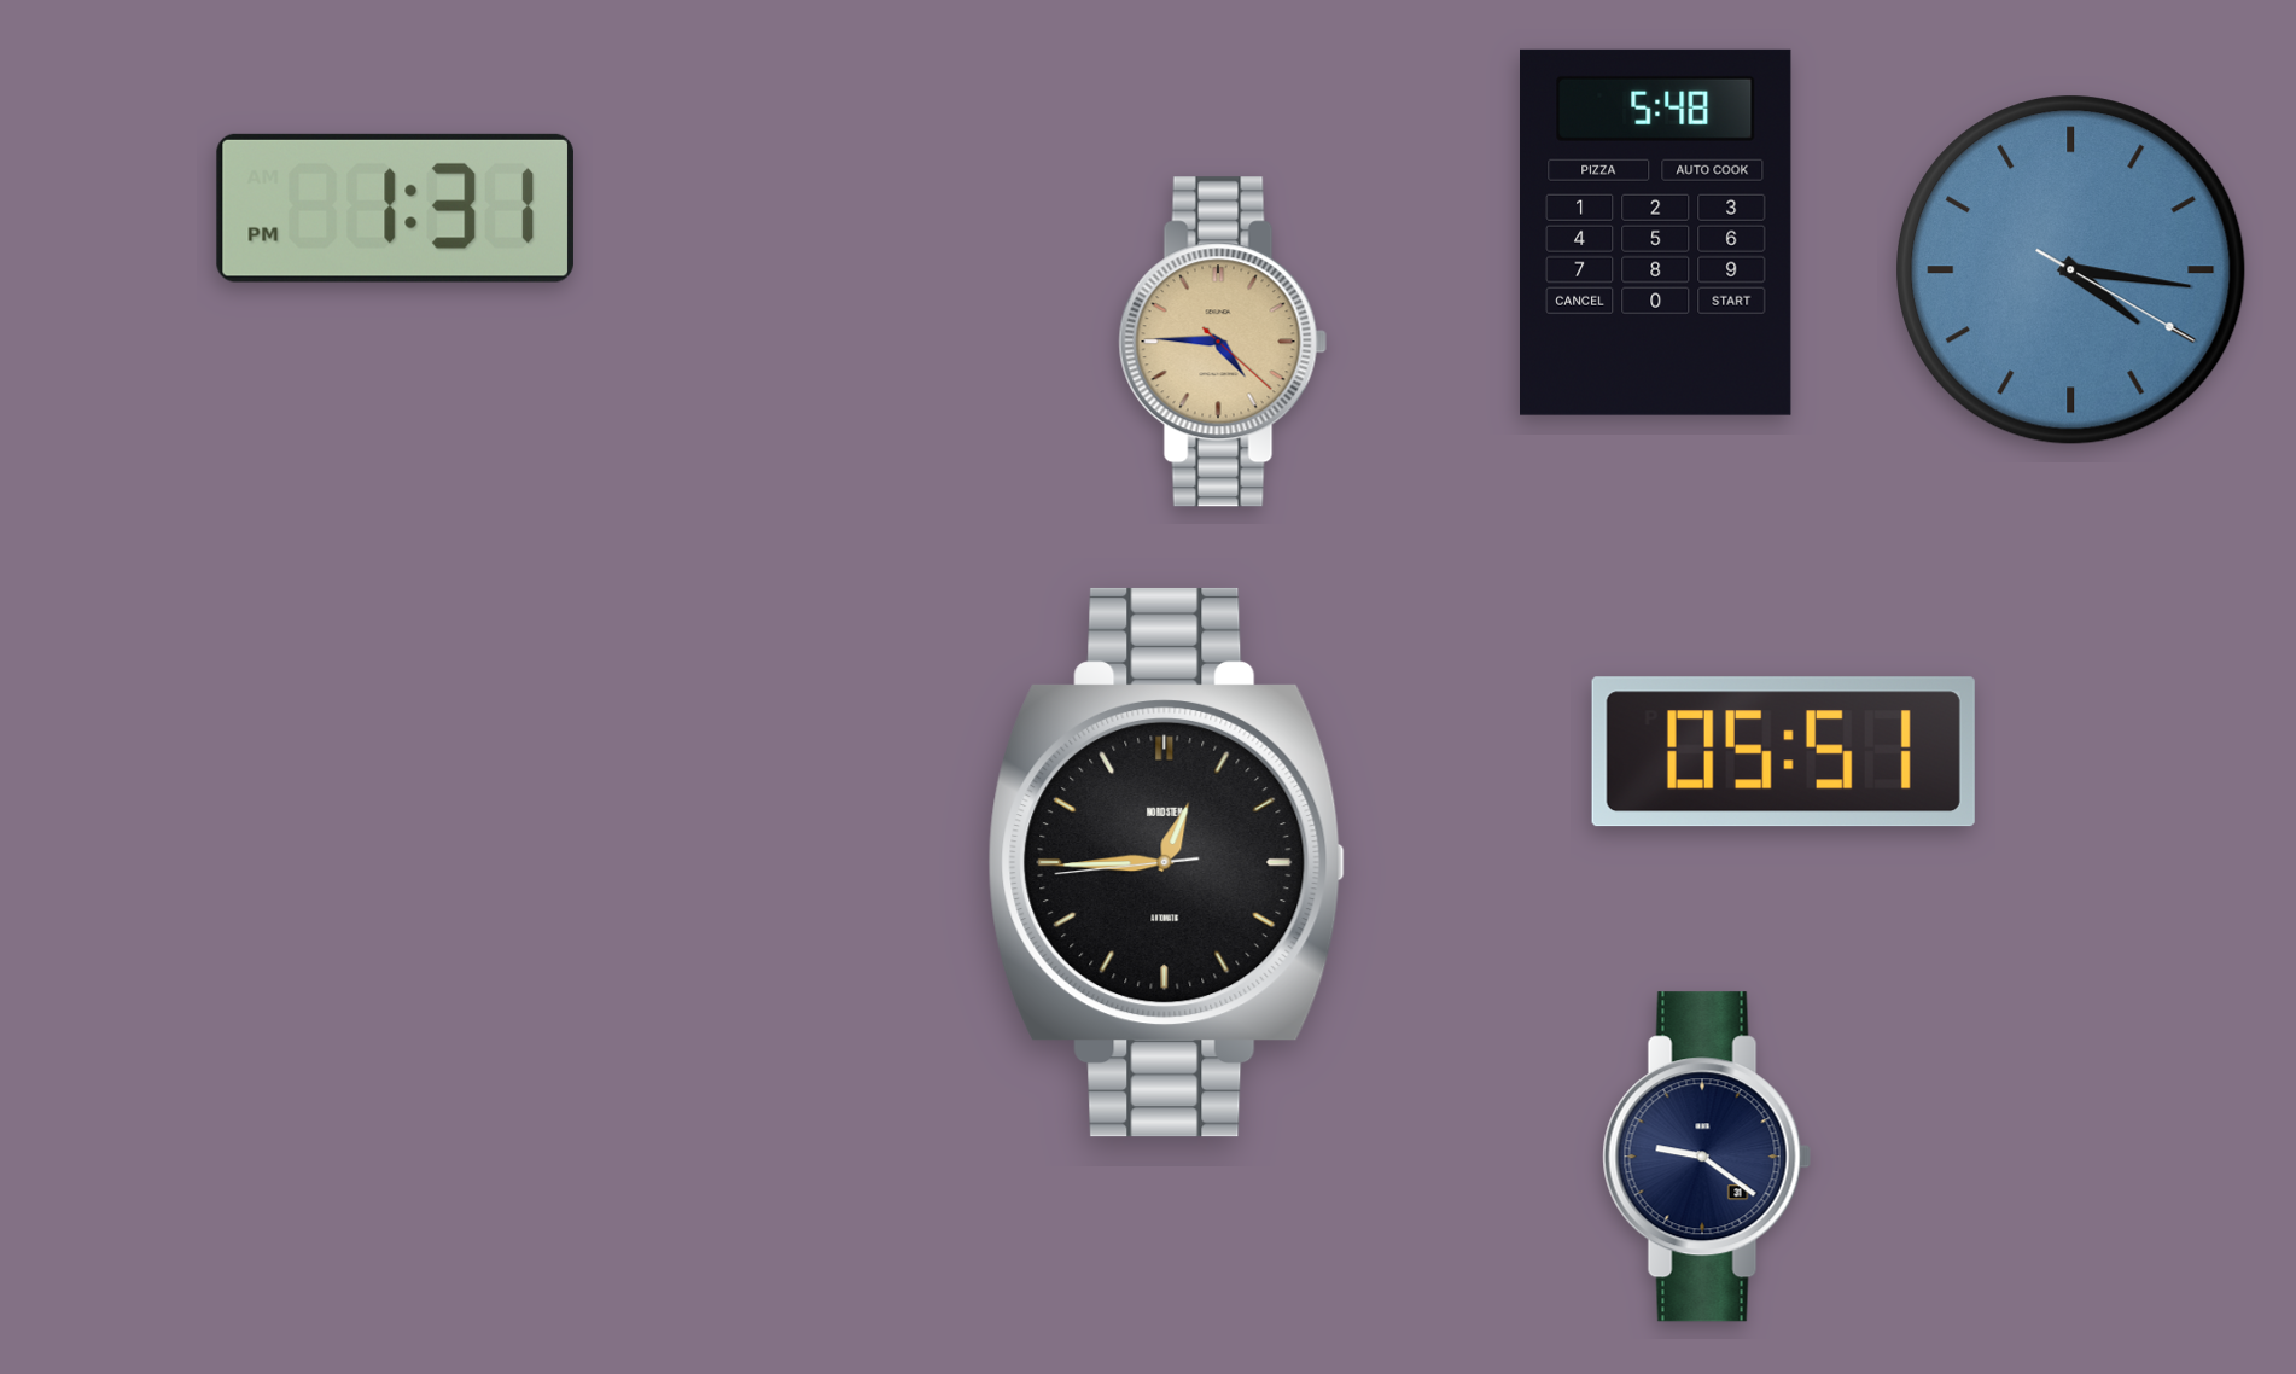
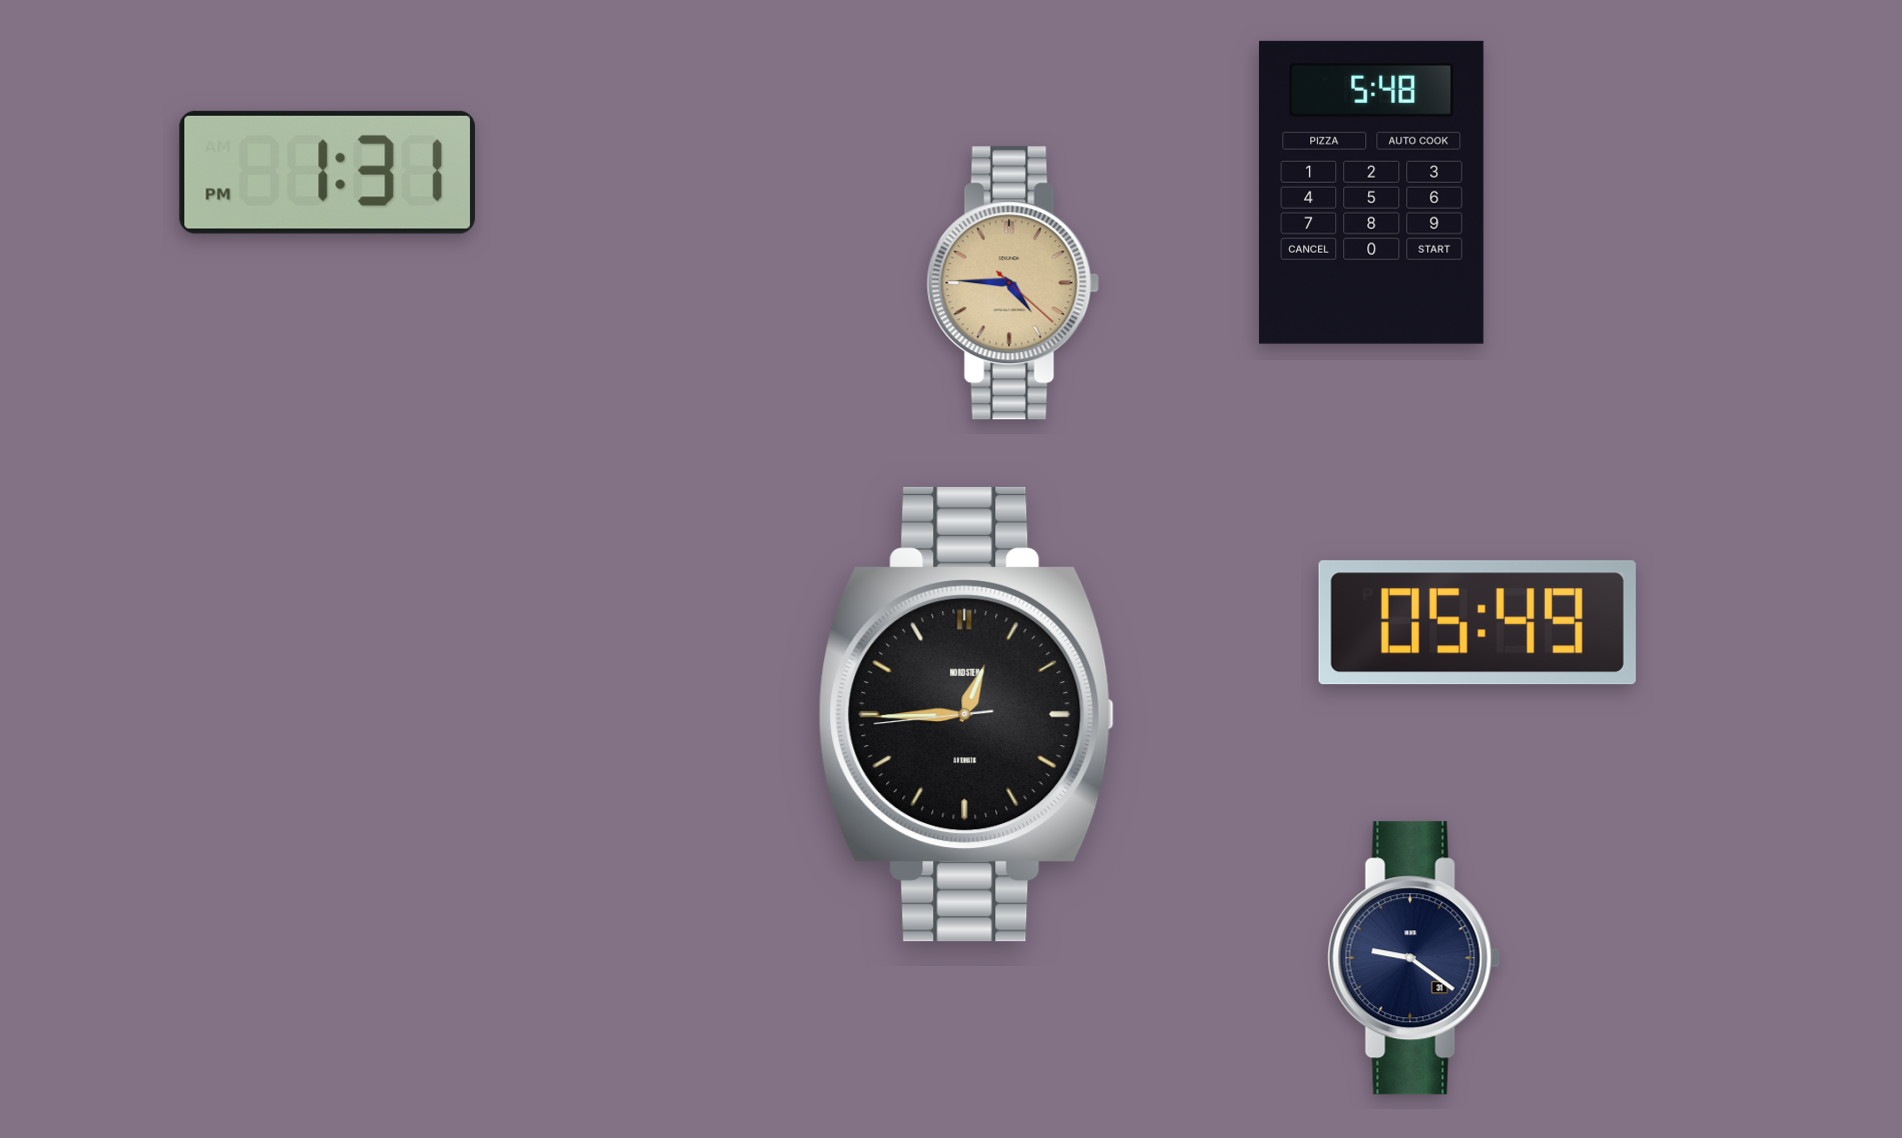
clock at (2071, 270): 4:16 -> none
clock at (1783, 752): 05:51 -> 05:49
